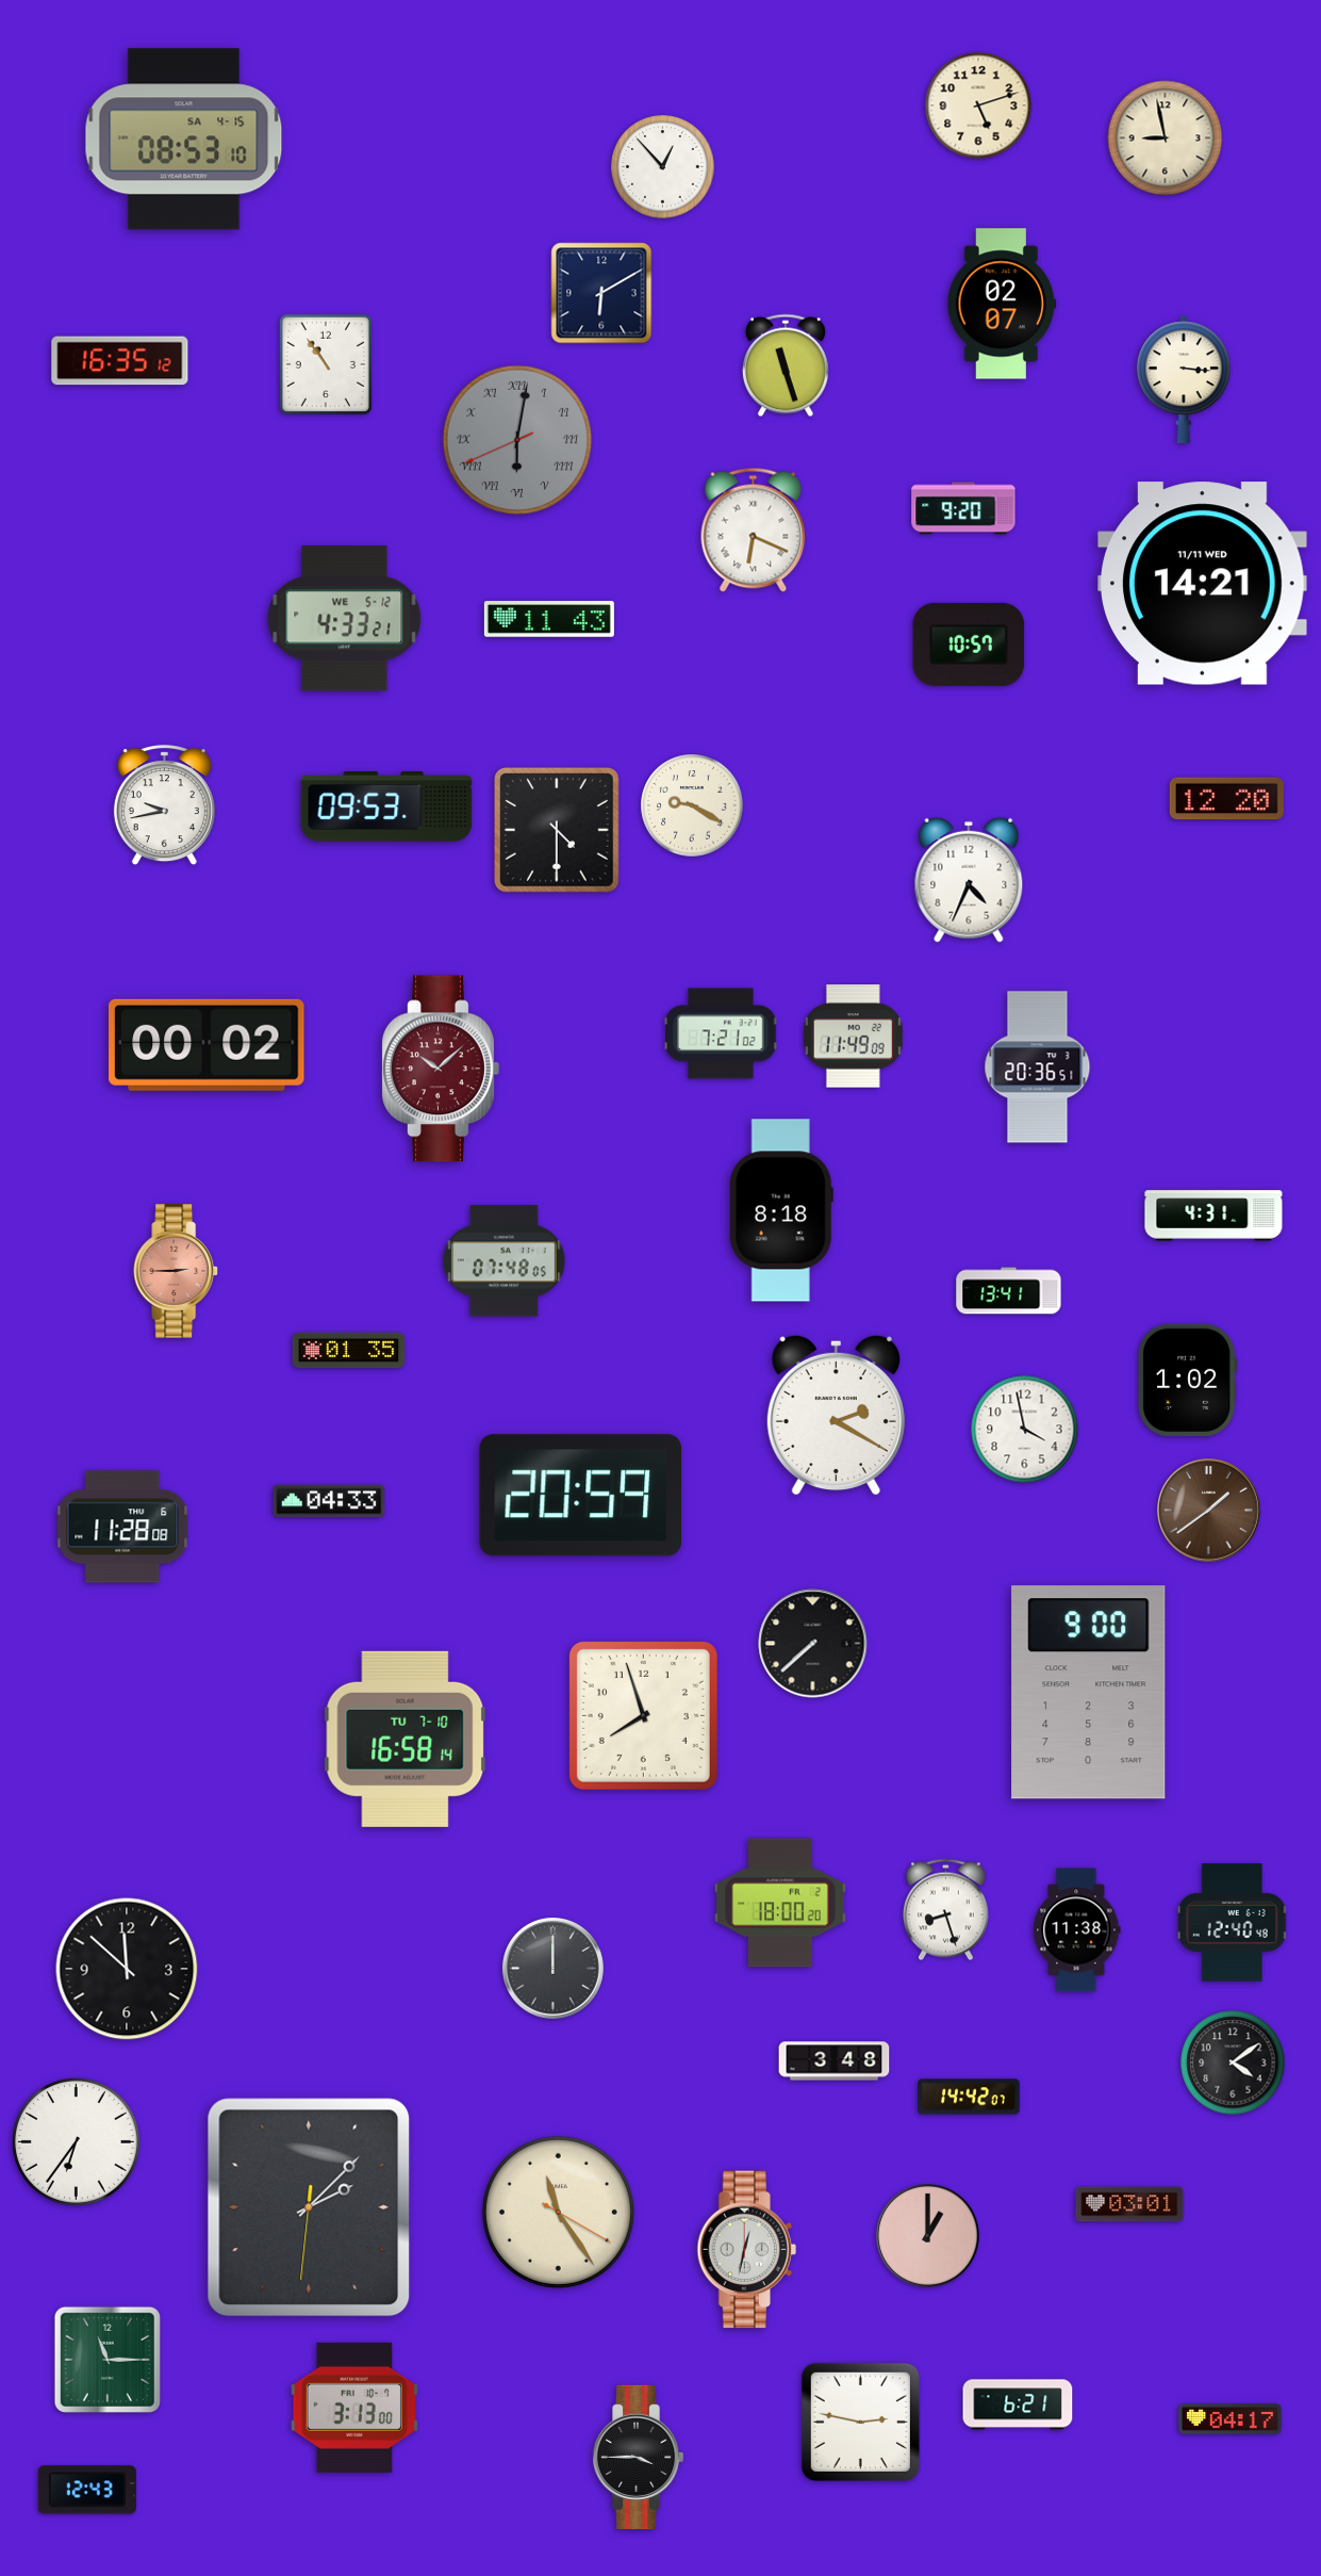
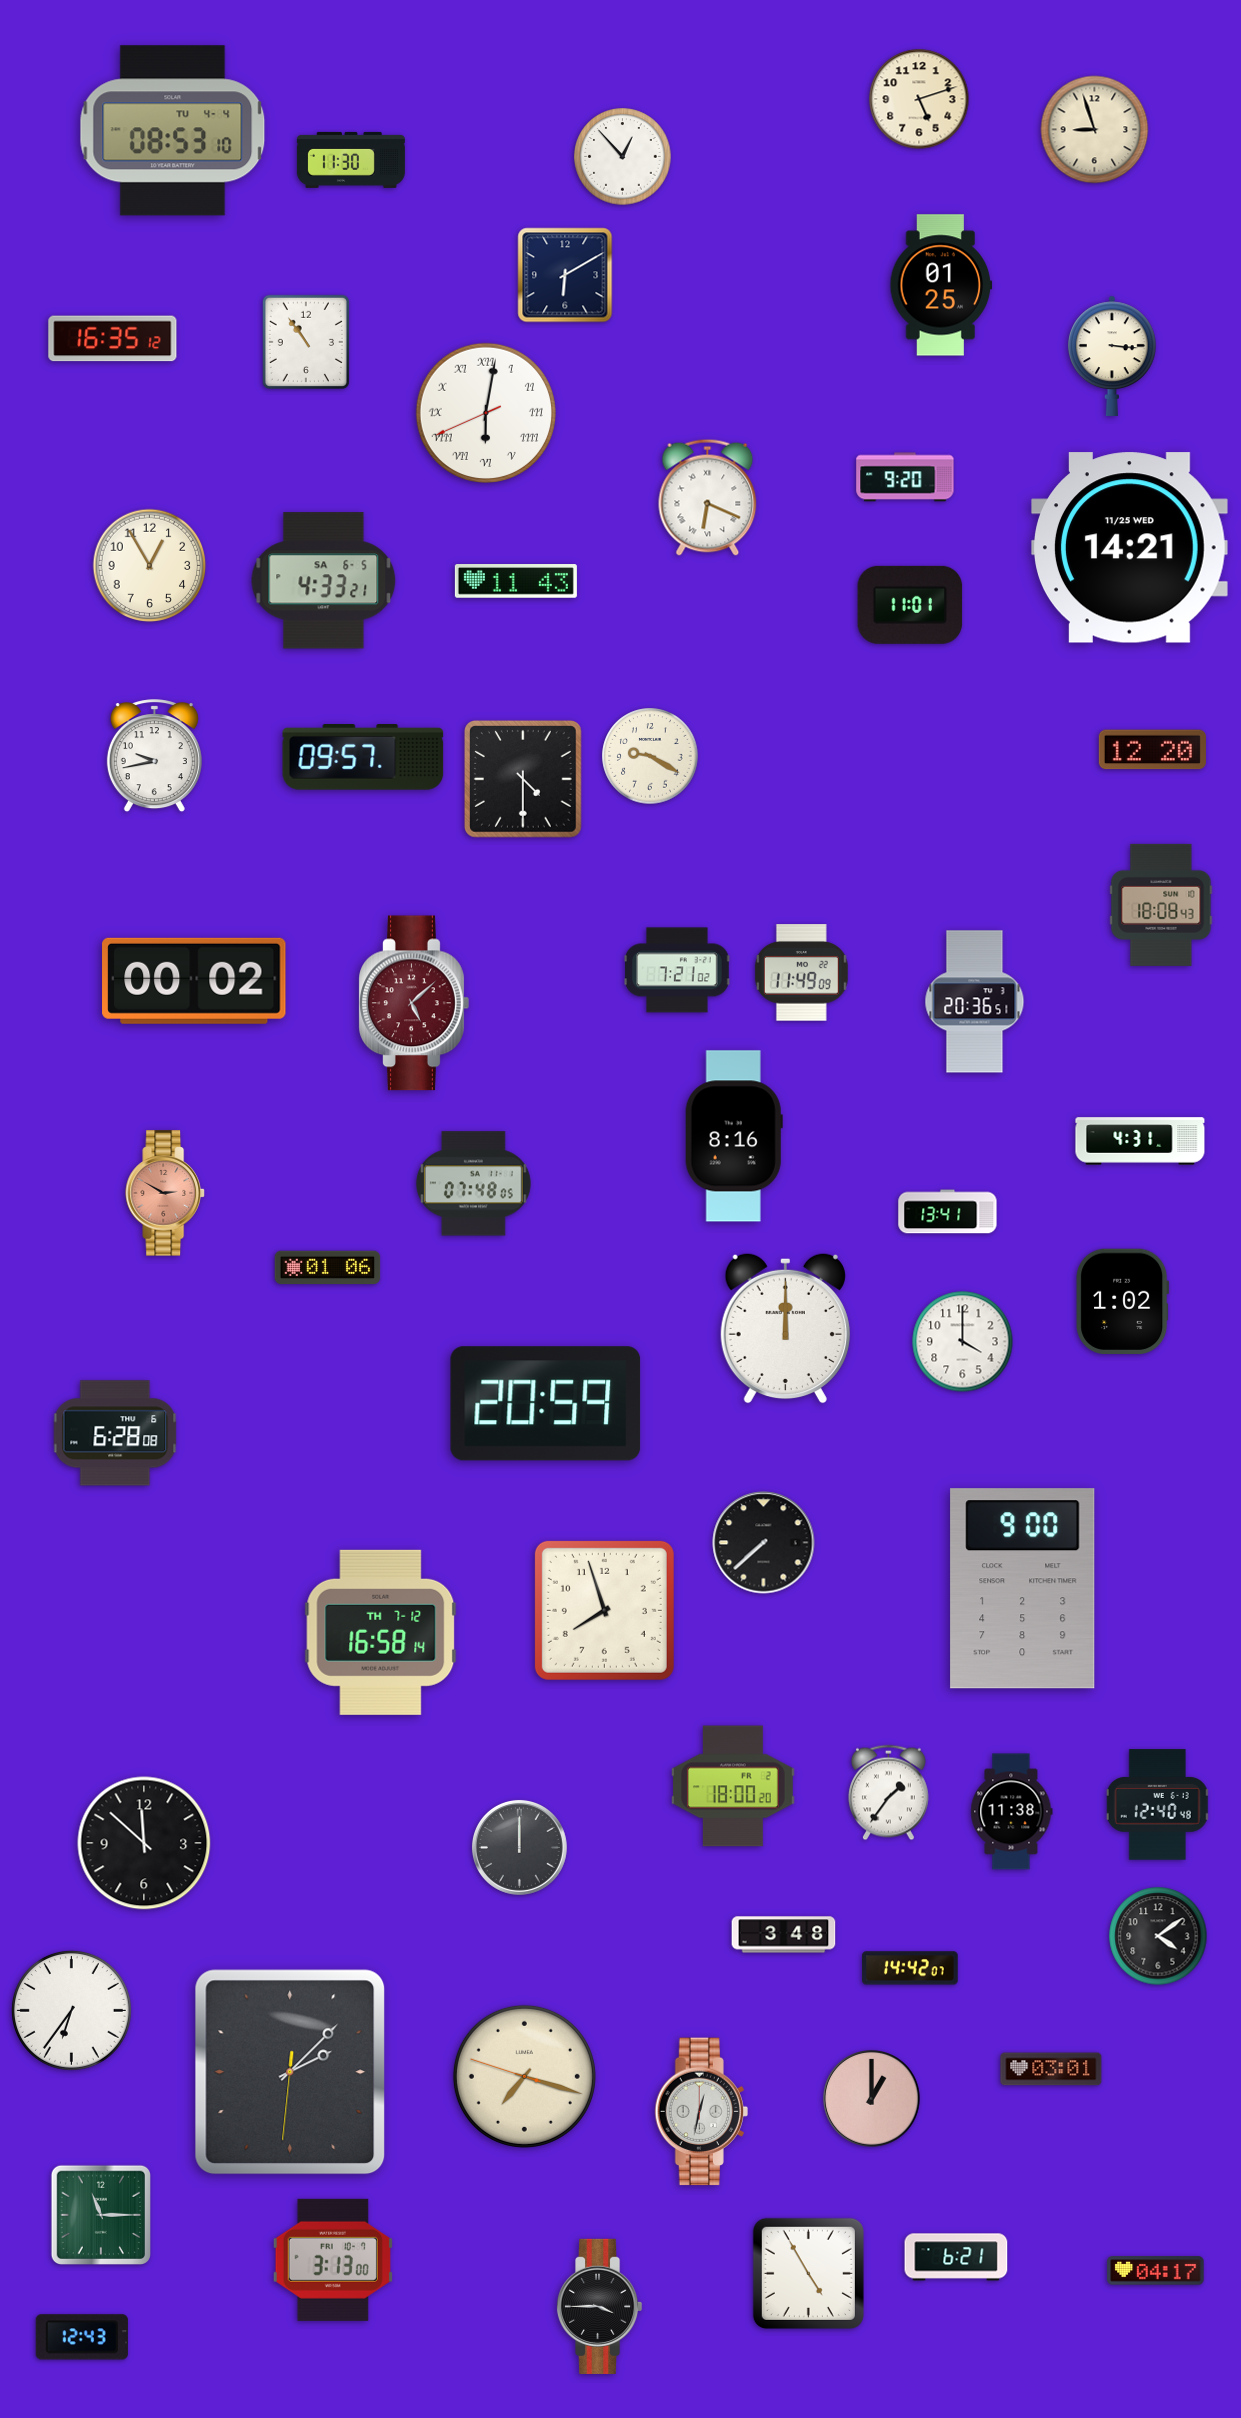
clock at (1166, 138): 8:58 -> 8:57
clock at (184, 140) date: SA 4-15 -> TU 4-4
clock at (351, 160): none -> 11:30
clock at (1002, 304): 02:07 -> 01:25
clock at (786, 365): 11:27 -> none
clock at (517, 440) dial: grey -> white
clock at (1203, 584) date: 11/11 WED -> 11/25 WED
clock at (150, 566): none -> 12:55
clock at (345, 619) date: WE 5-12 -> SA 6-5
clock at (969, 645): 10:57 -> 11:01
clock at (386, 808): 09:53 -> 09:57
clock at (969, 880): 4:34 -> none
clock at (1161, 905): none -> 18:08
clock at (441, 1069): 10:08 -> 5:08
clock at (781, 1210): 8:18 -> 8:16
clock at (176, 1271): 2:45 -> 2:50
clock at (349, 1351): 01:35 -> 01:06
clock at (1188, 1380) position: (1188, 1380) -> (1123, 1301)
clock at (836, 1415): 2:20 -> 12:00
clock at (1025, 1430): 3:58 -> 4:00
clock at (329, 1501): 04:33 -> none
clock at (1209, 1511): 1:39 -> none
clock at (122, 1527): 11:28 -> 6:28
clock at (406, 1739) date: TU 7-10 -> TH 7-12
clock at (945, 1910): 8:27 -> 1:36
clock at (127, 1969) position: (127, 1969) -> (144, 1843)
clock at (1129, 2204) position: (1129, 2204) -> (1051, 2069)
clock at (558, 2212): 11:24 -> 7:17
clock at (860, 2422): 2:47 -> 4:55
